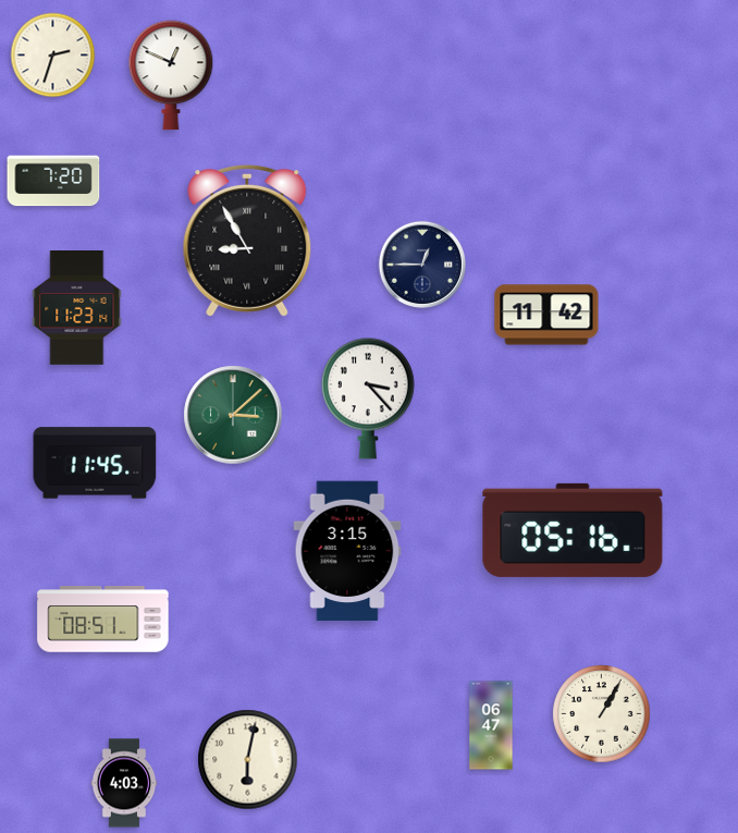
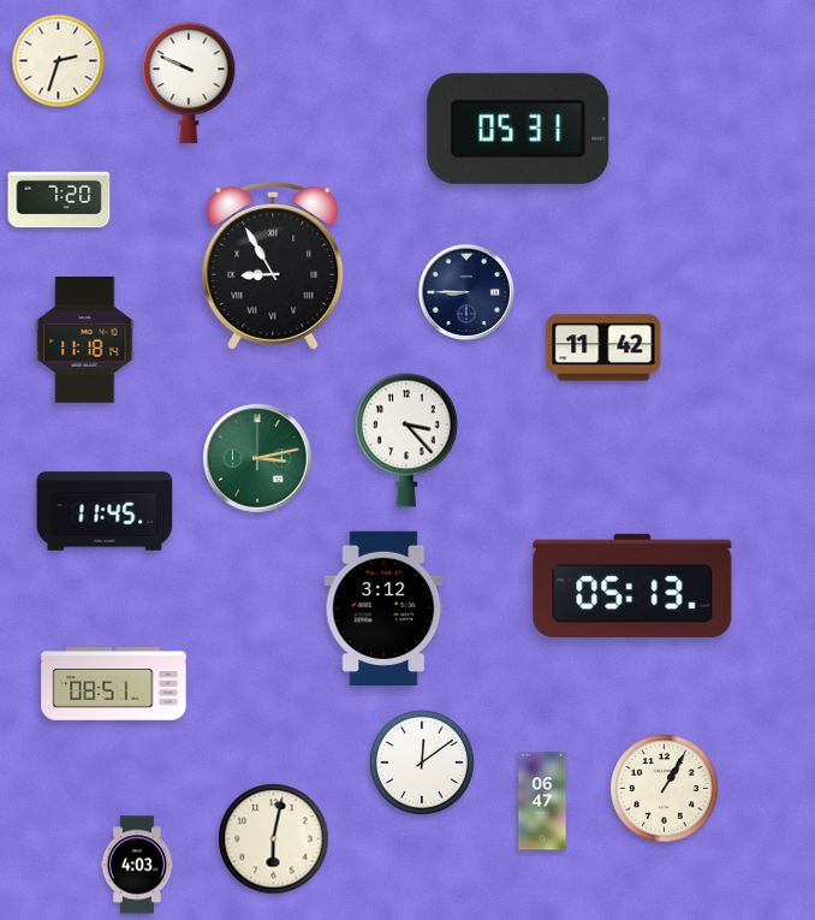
clock at (171, 75): 12:49 -> 9:49
clock at (518, 129): none -> 05:31
clock at (421, 264): 12:45 -> 8:45
clock at (77, 308): 11:23 -> 11:18
clock at (233, 415): 3:08 -> 3:13
clock at (573, 530): 05:16 -> 05:13
clock at (347, 551): 3:15 -> 3:12
clock at (423, 764): none -> 12:09
